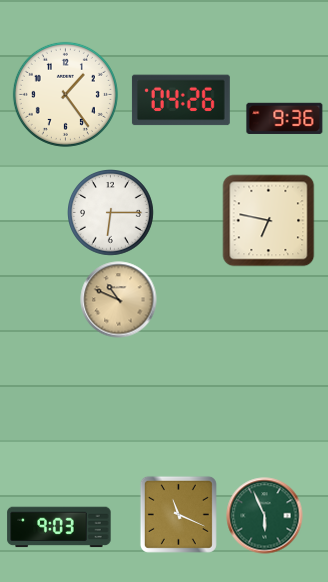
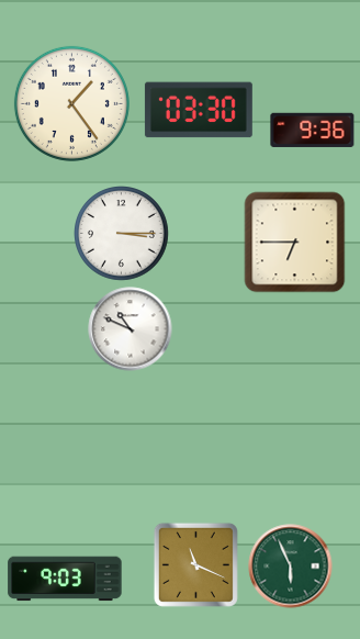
clock at (181, 100): 04:26 -> 03:30
clock at (111, 213): 6:15 -> 3:15
clock at (269, 221): 6:47 -> 6:45
clock at (119, 300) dial: champagne -> white
